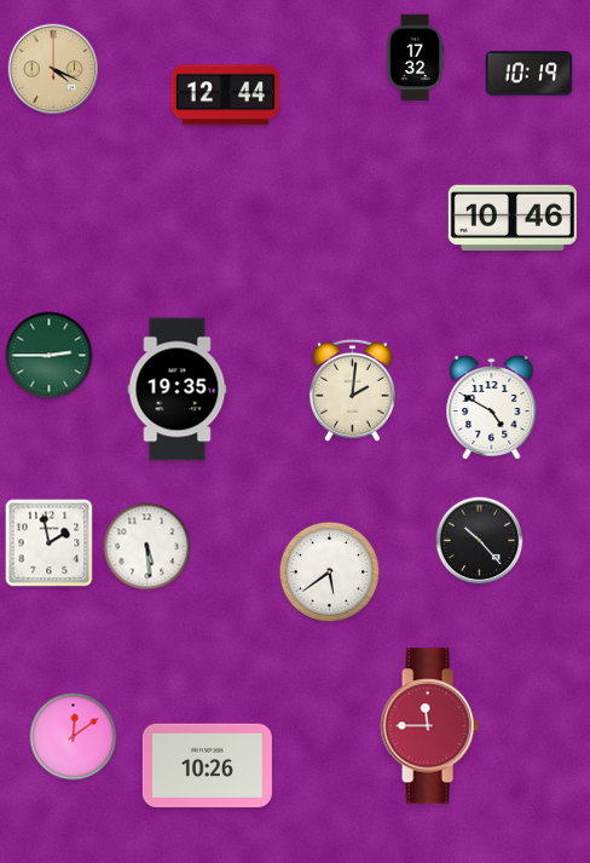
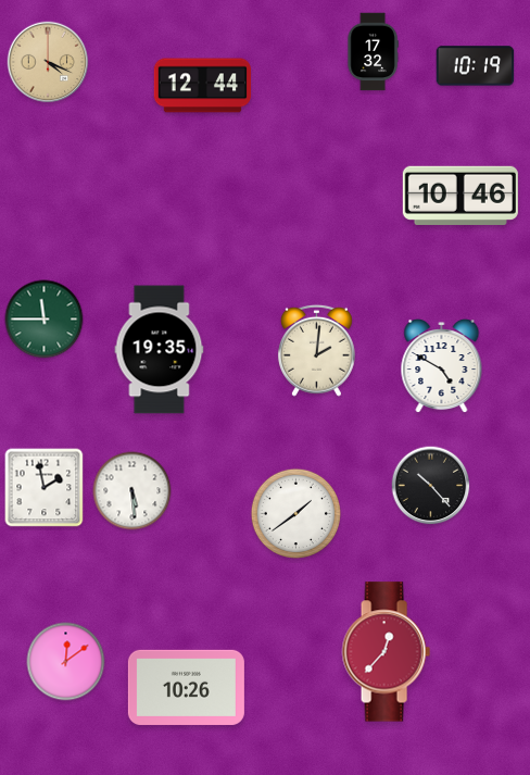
clock at (50, 356): 2:45 -> 11:45
clock at (329, 571): 5:39 -> 1:39
clock at (429, 726): 11:45 -> 12:37
